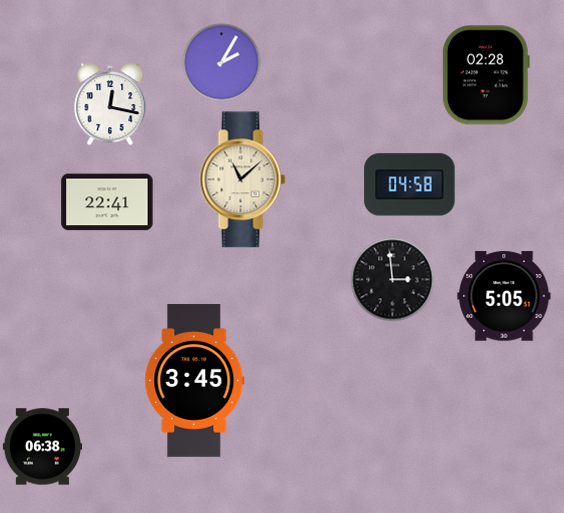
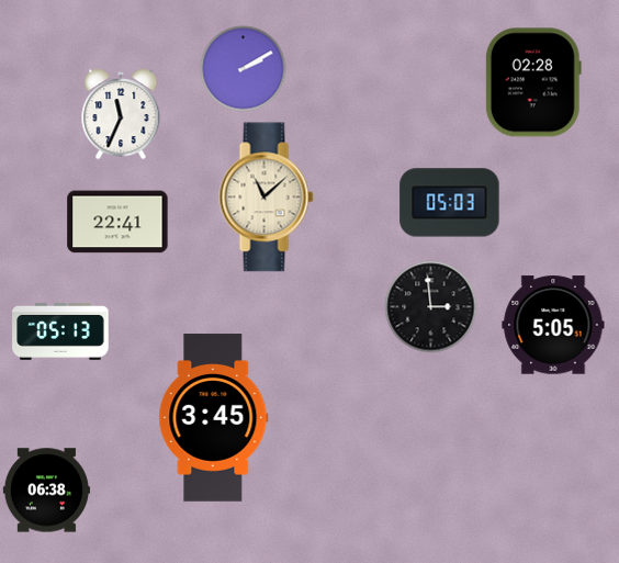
clock at (222, 63): 2:05 -> 2:10
clock at (110, 105): 12:17 -> 11:34
clock at (410, 185): 04:58 -> 05:03
clock at (60, 331): none -> 05:13
